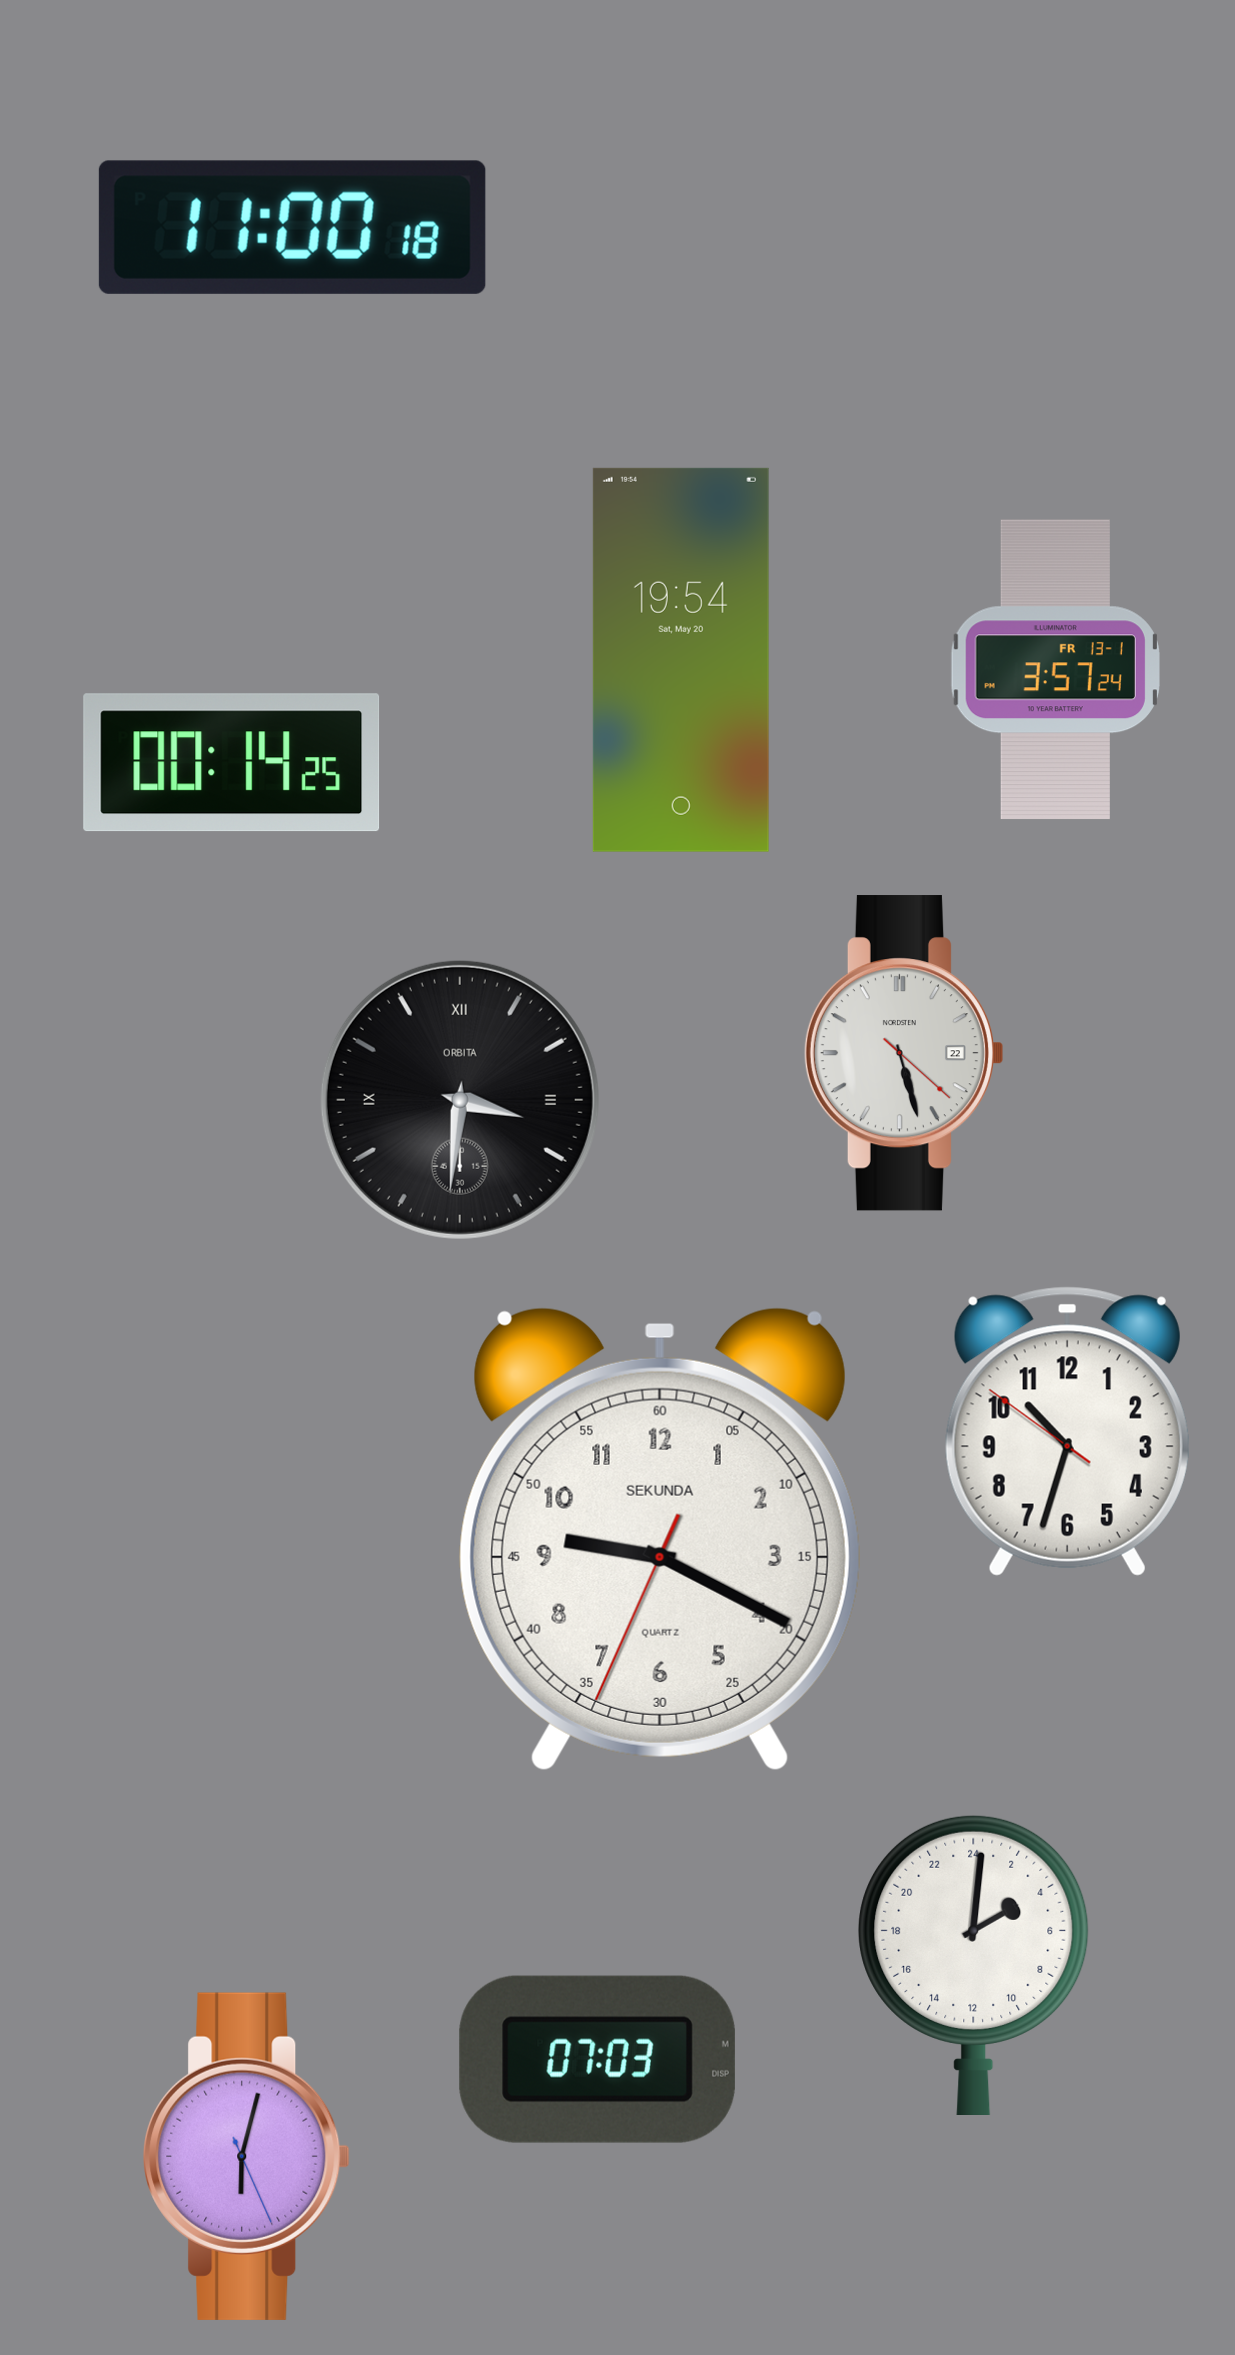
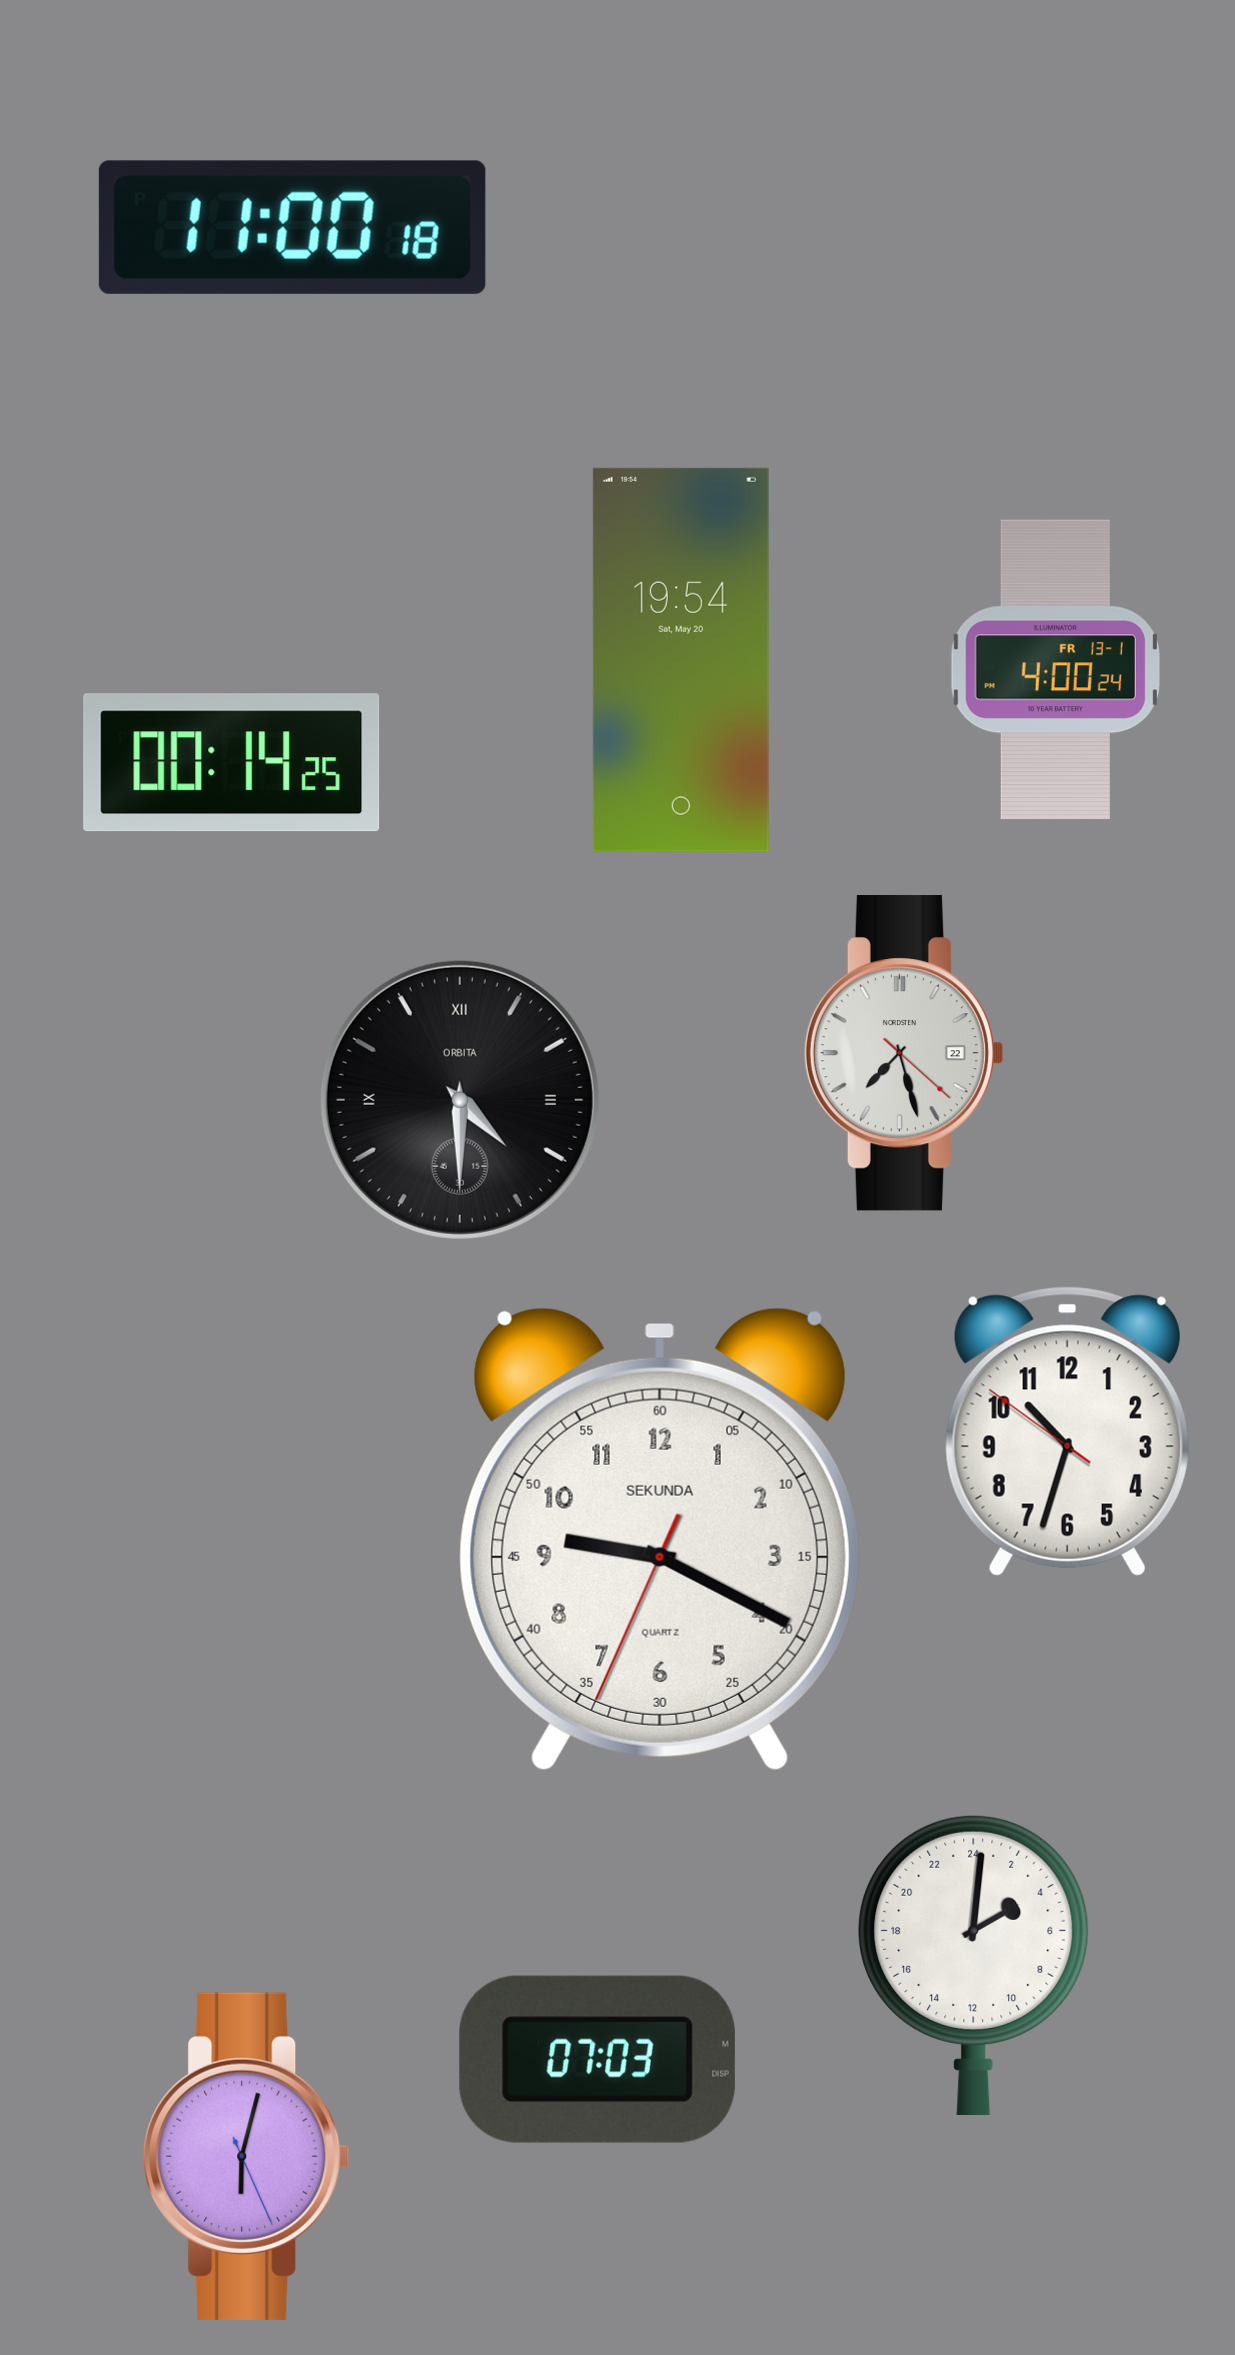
clock at (1055, 670): 3:57 -> 4:00
clock at (903, 1053): 5:27 -> 7:27
clock at (460, 1100): 3:31 -> 4:30
